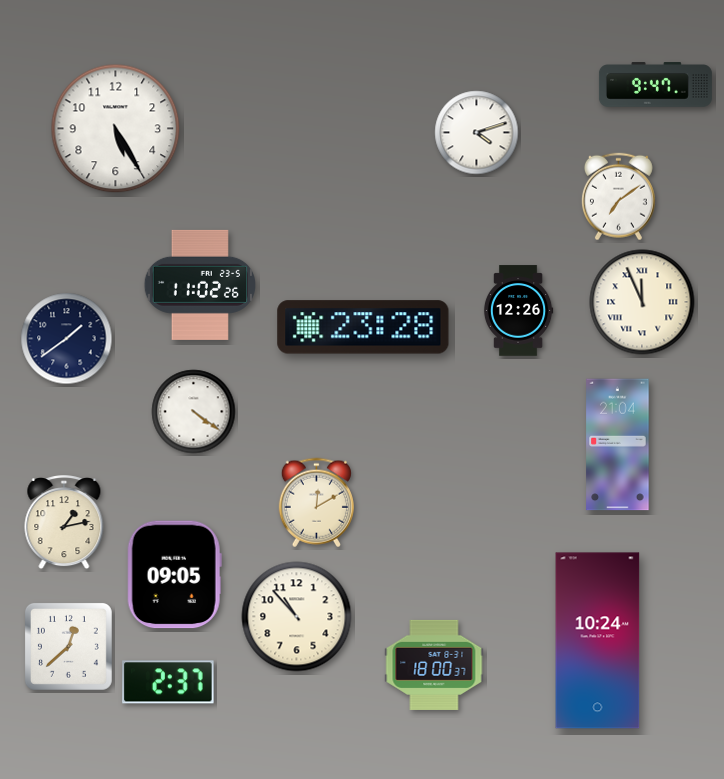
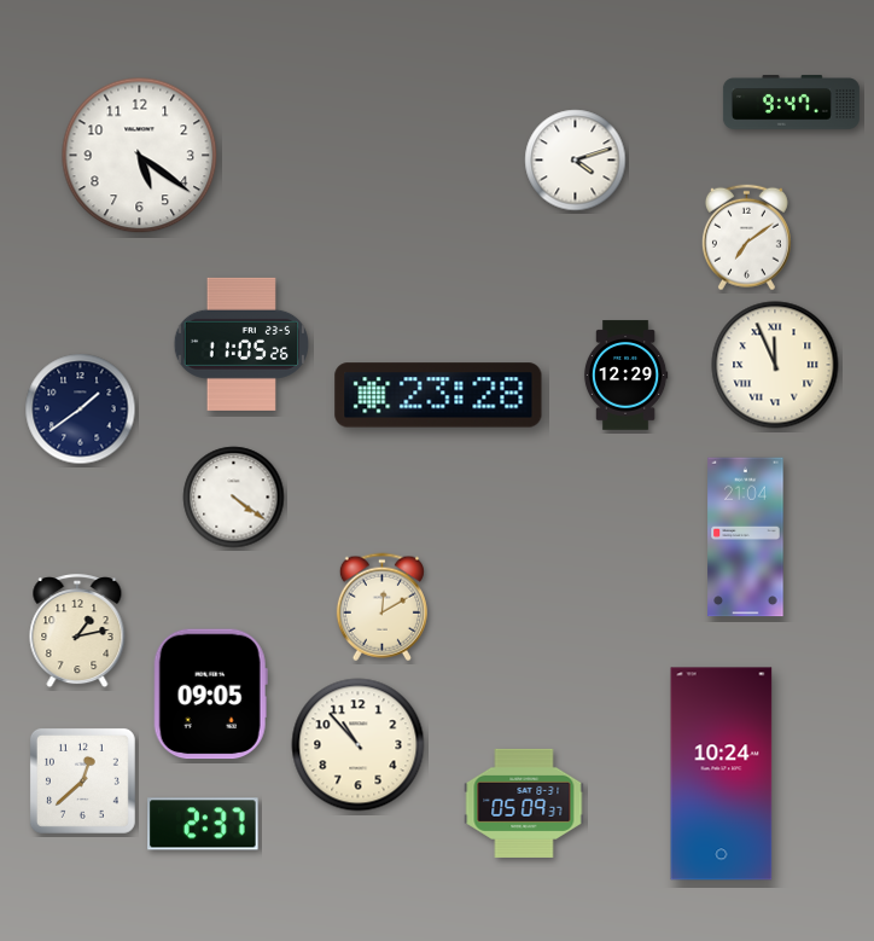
clock at (116, 129): 5:25 -> 5:21
clock at (199, 285): 11:02 -> 11:05
clock at (518, 311): 12:26 -> 12:29
clock at (434, 665): 18:00 -> 05:09
